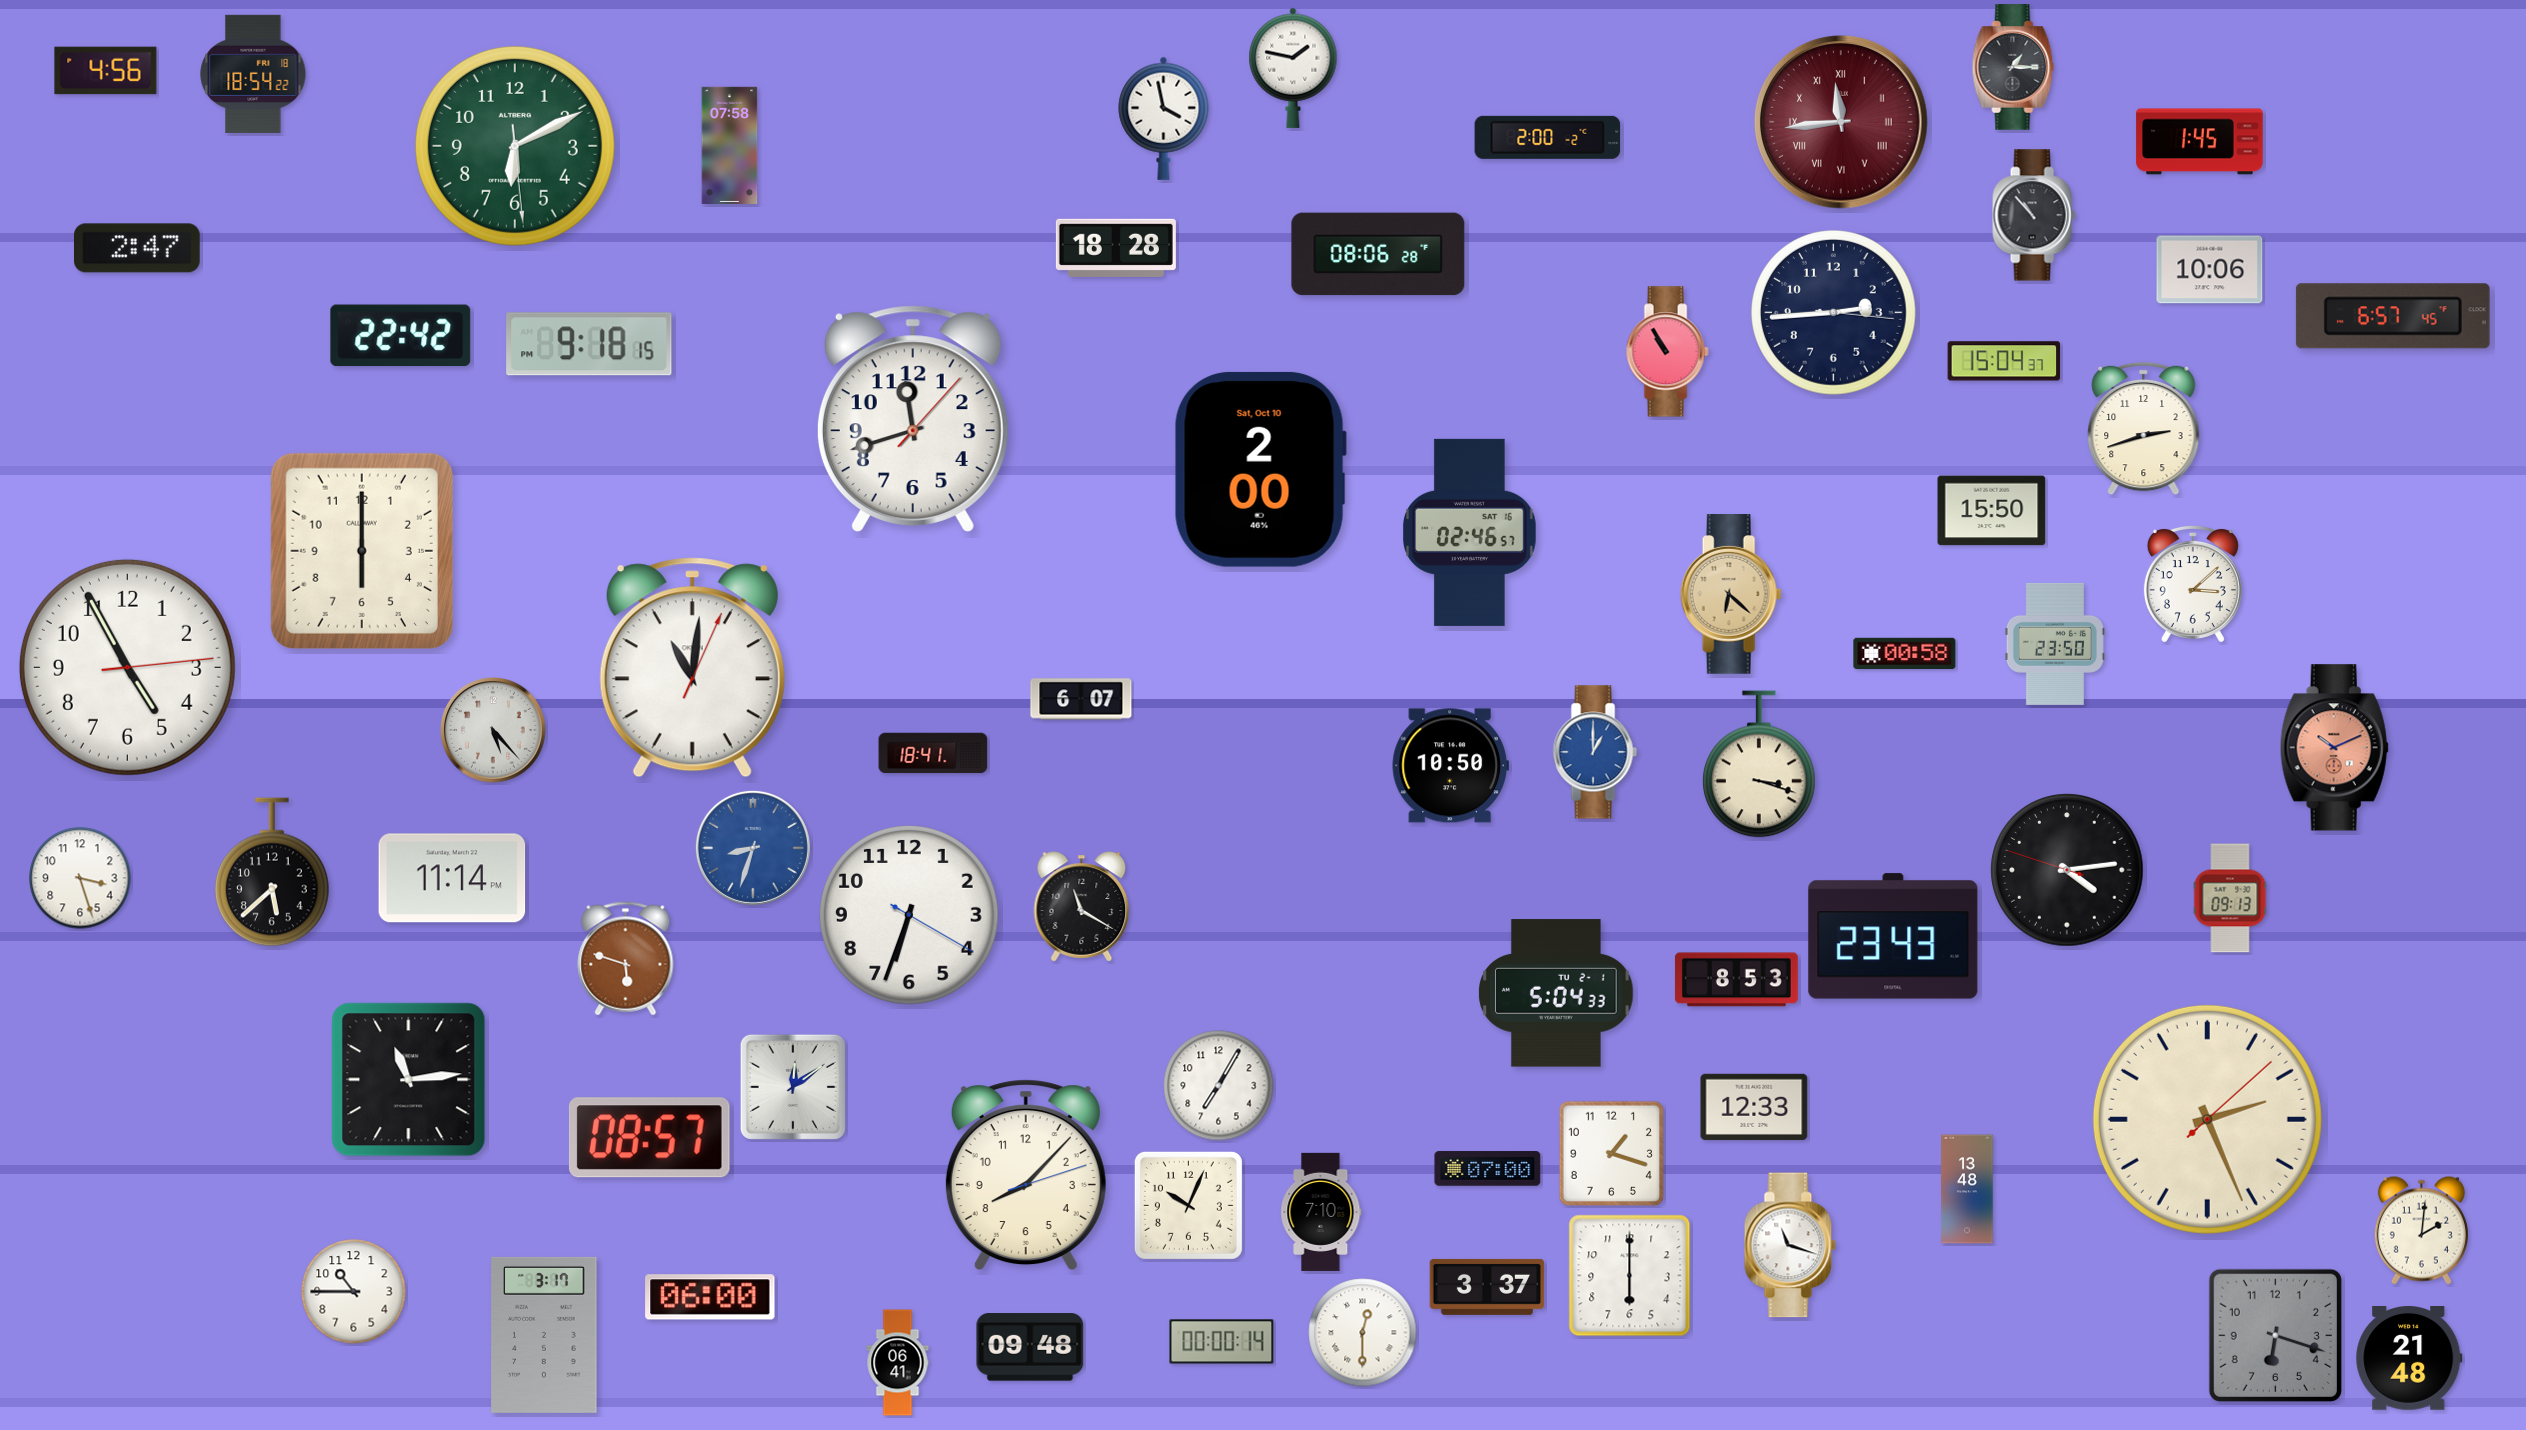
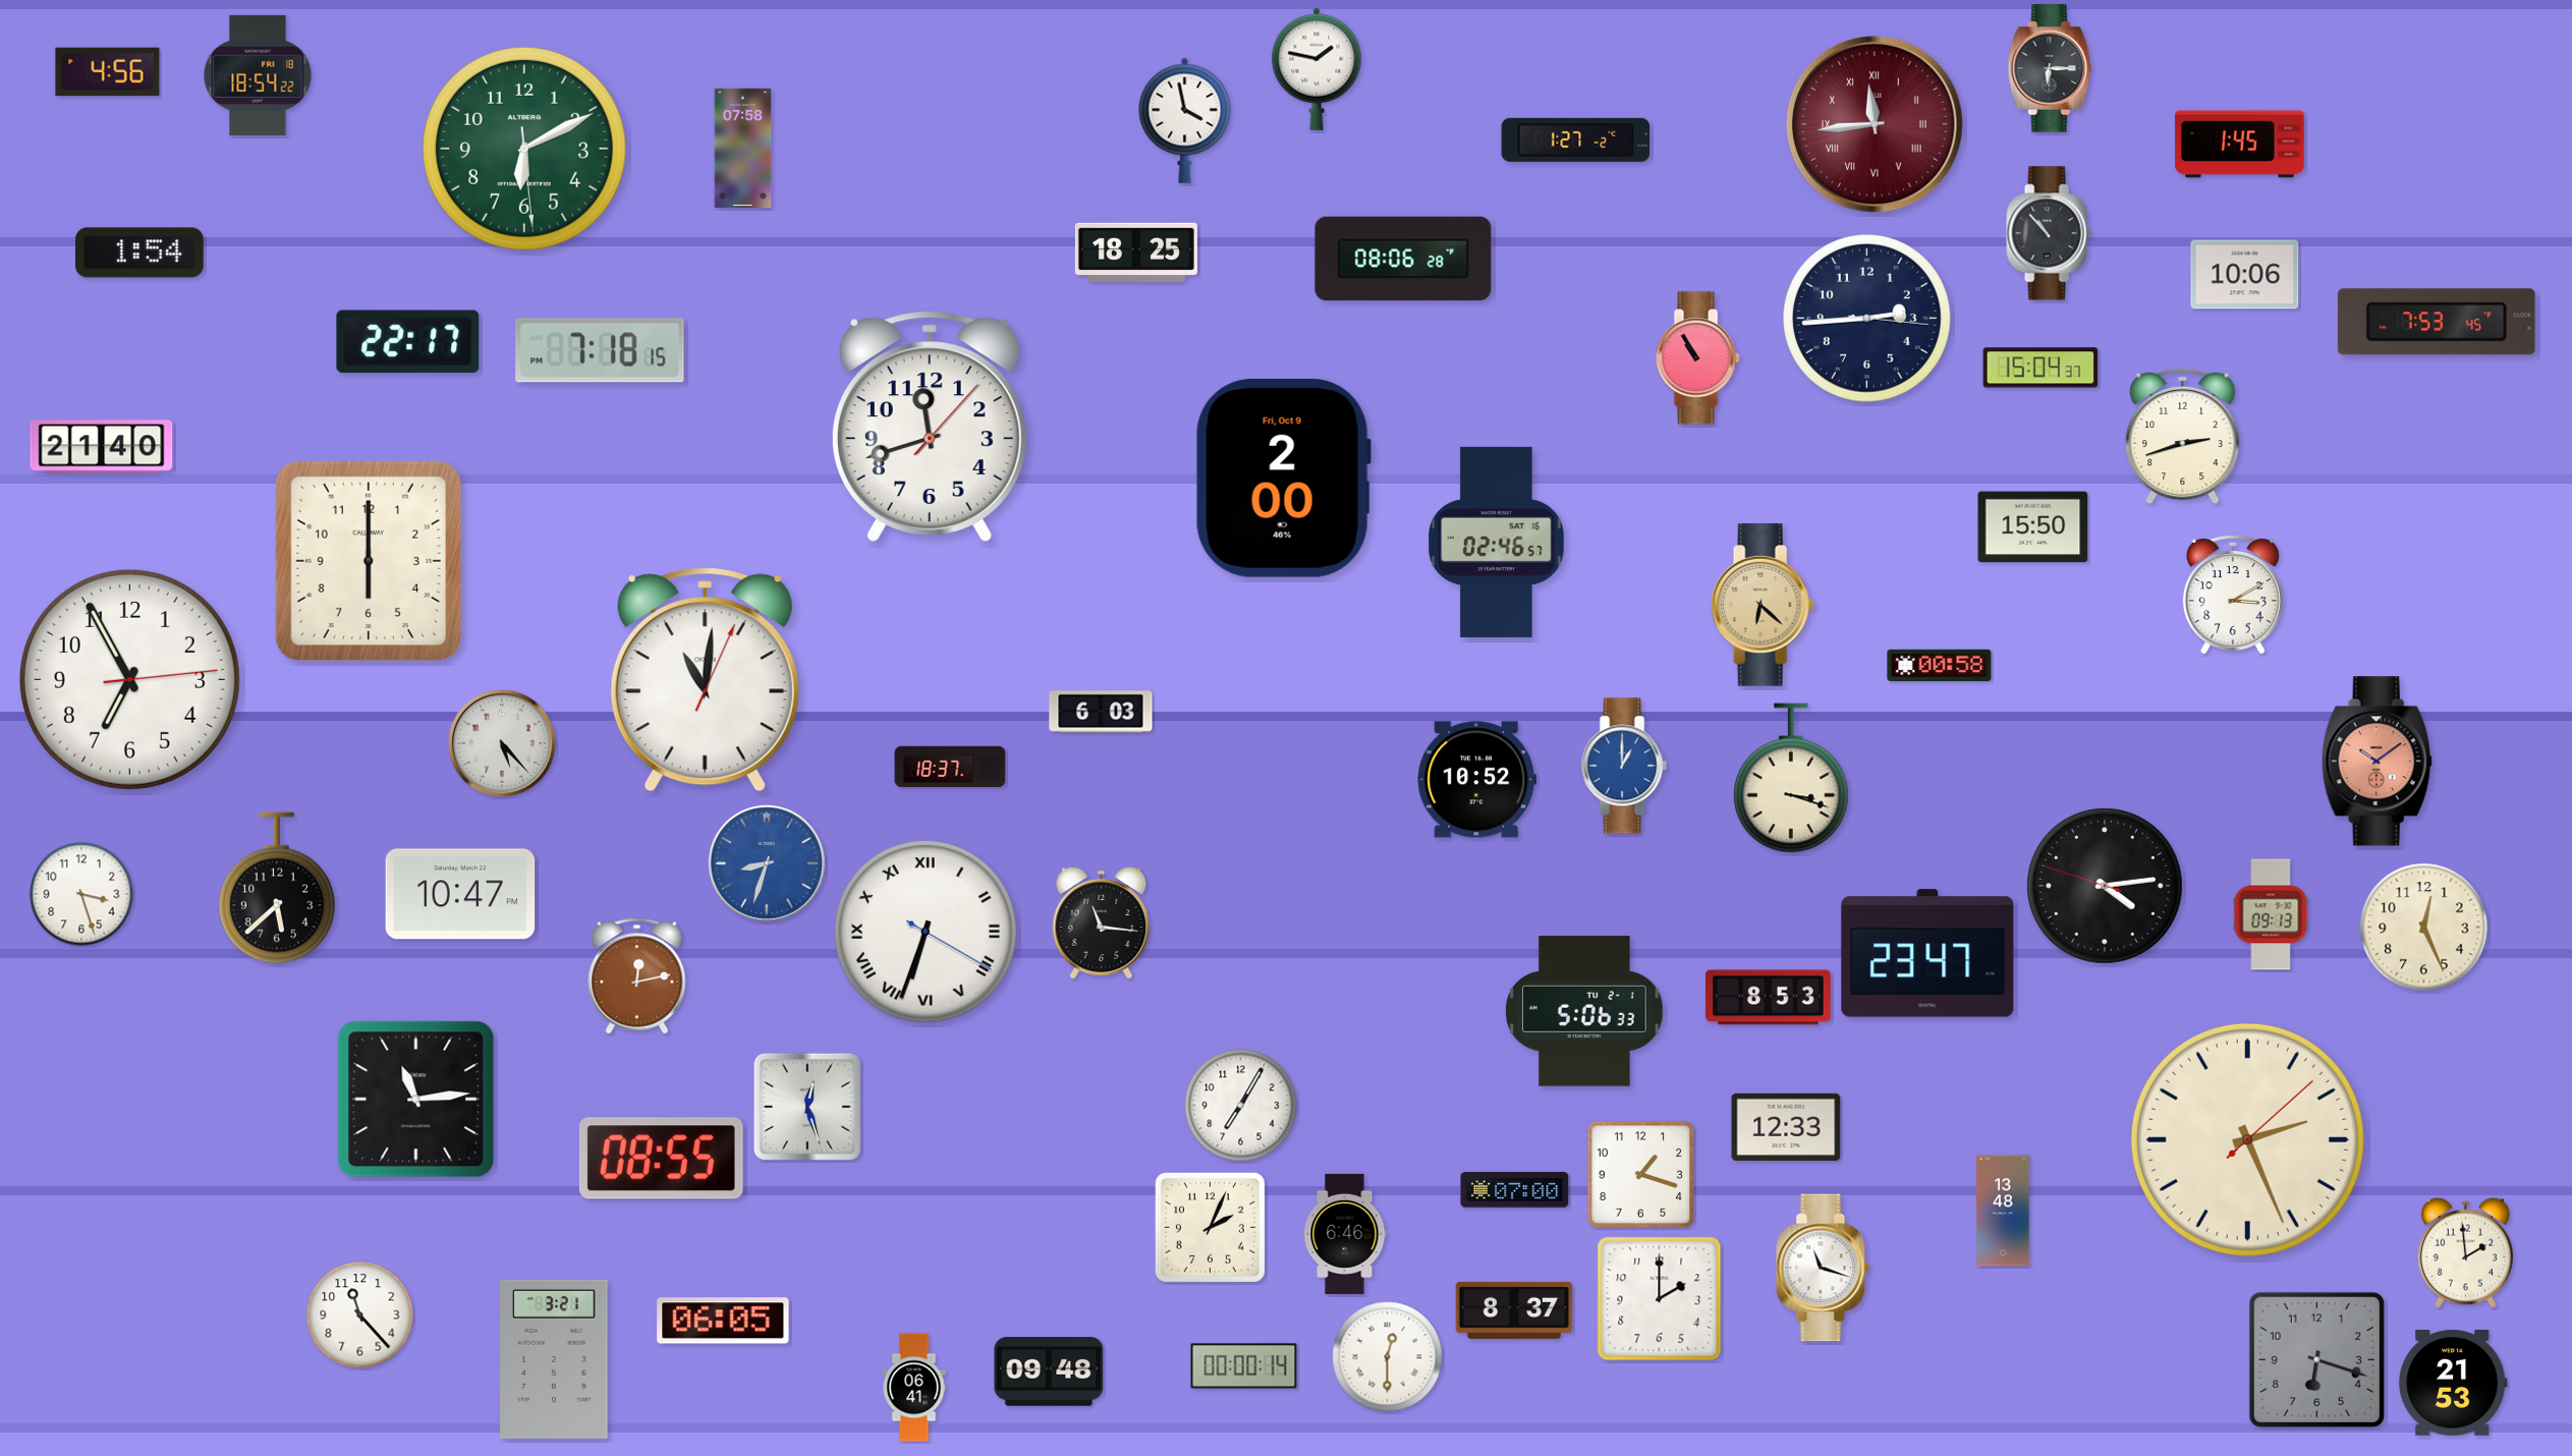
clock at (2013, 67): 1:15 -> 6:15
clock at (1548, 137): 2:00 -> 1:27
clock at (2034, 215) position: (2034, 215) -> (2049, 233)
clock at (1116, 247): 18:28 -> 18:25
clock at (137, 248): 2:47 -> 1:54
clock at (2210, 270) position: (2210, 270) -> (2245, 275)
clock at (2393, 316): 6:57 -> 7:53
clock at (401, 336): 22:42 -> 22:17
clock at (589, 344): 9:18 -> 7:18
clock at (102, 447): none -> 21:40
clock at (1260, 469) date: Sat, Oct 10 -> Fri, Oct 9
clock at (1992, 511) position: (1992, 511) -> (2033, 527)
clock at (2193, 583): 3:08 -> 3:10
clock at (2055, 644): 23:50 -> none
clock at (127, 667): 4:55 -> 6:55
clock at (1081, 699): 6:07 -> 6:03
clock at (2334, 748): 10:11 -> 10:09
clock at (933, 753): 18:41 -> 18:37
clock at (1450, 766): 10:50 -> 10:52
clock at (452, 878): 11:14 -> 10:47
clock at (1082, 907): 11:20 -> 11:16
clock at (2424, 928): none -> 12:26
clock at (909, 915) numerals: Arabic -> Roman
clock at (1893, 936): 23:43 -> 23:47
clock at (626, 959): 5:48 -> 12:13
clock at (1556, 993): 5:04 -> 5:06
clock at (793, 1087): 12:09 -> 12:27
clock at (649, 1138): 08:57 -> 08:55
clock at (1026, 1174): 8:07 -> none
clock at (1188, 1205): 10:04 -> 2:04
clock at (1321, 1212): 7:10 -> 6:46
clock at (2421, 1230): 2:01 -> 1:59
clock at (1630, 1276): 6:00 -> 2:00
clock at (1487, 1287): 3:37 -> 8:37
clock at (354, 1292): 10:45 -> 11:23
clock at (710, 1297): 06:00 -> 06:05
clock at (544, 1335): 3:17 -> 3:21
clock at (2409, 1359): 21:48 -> 21:53
